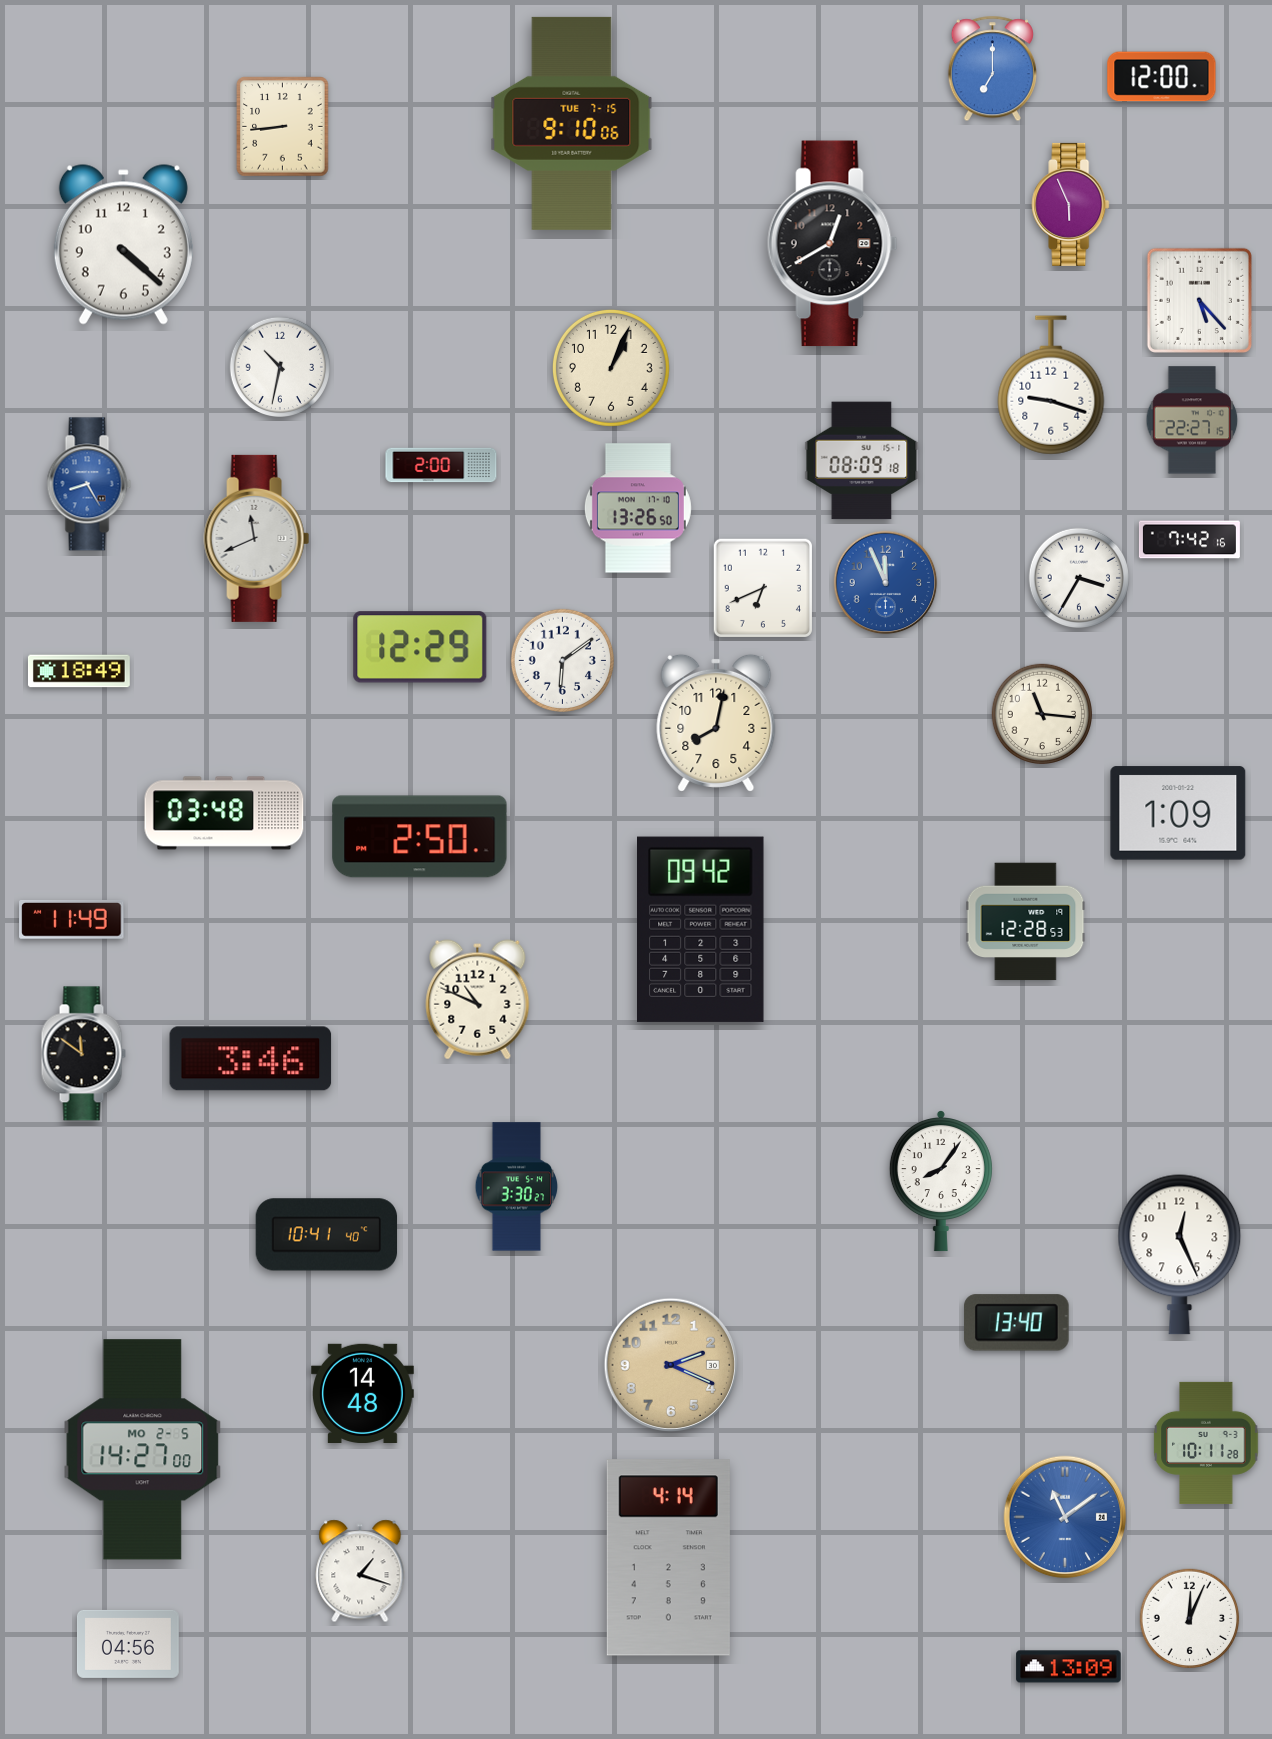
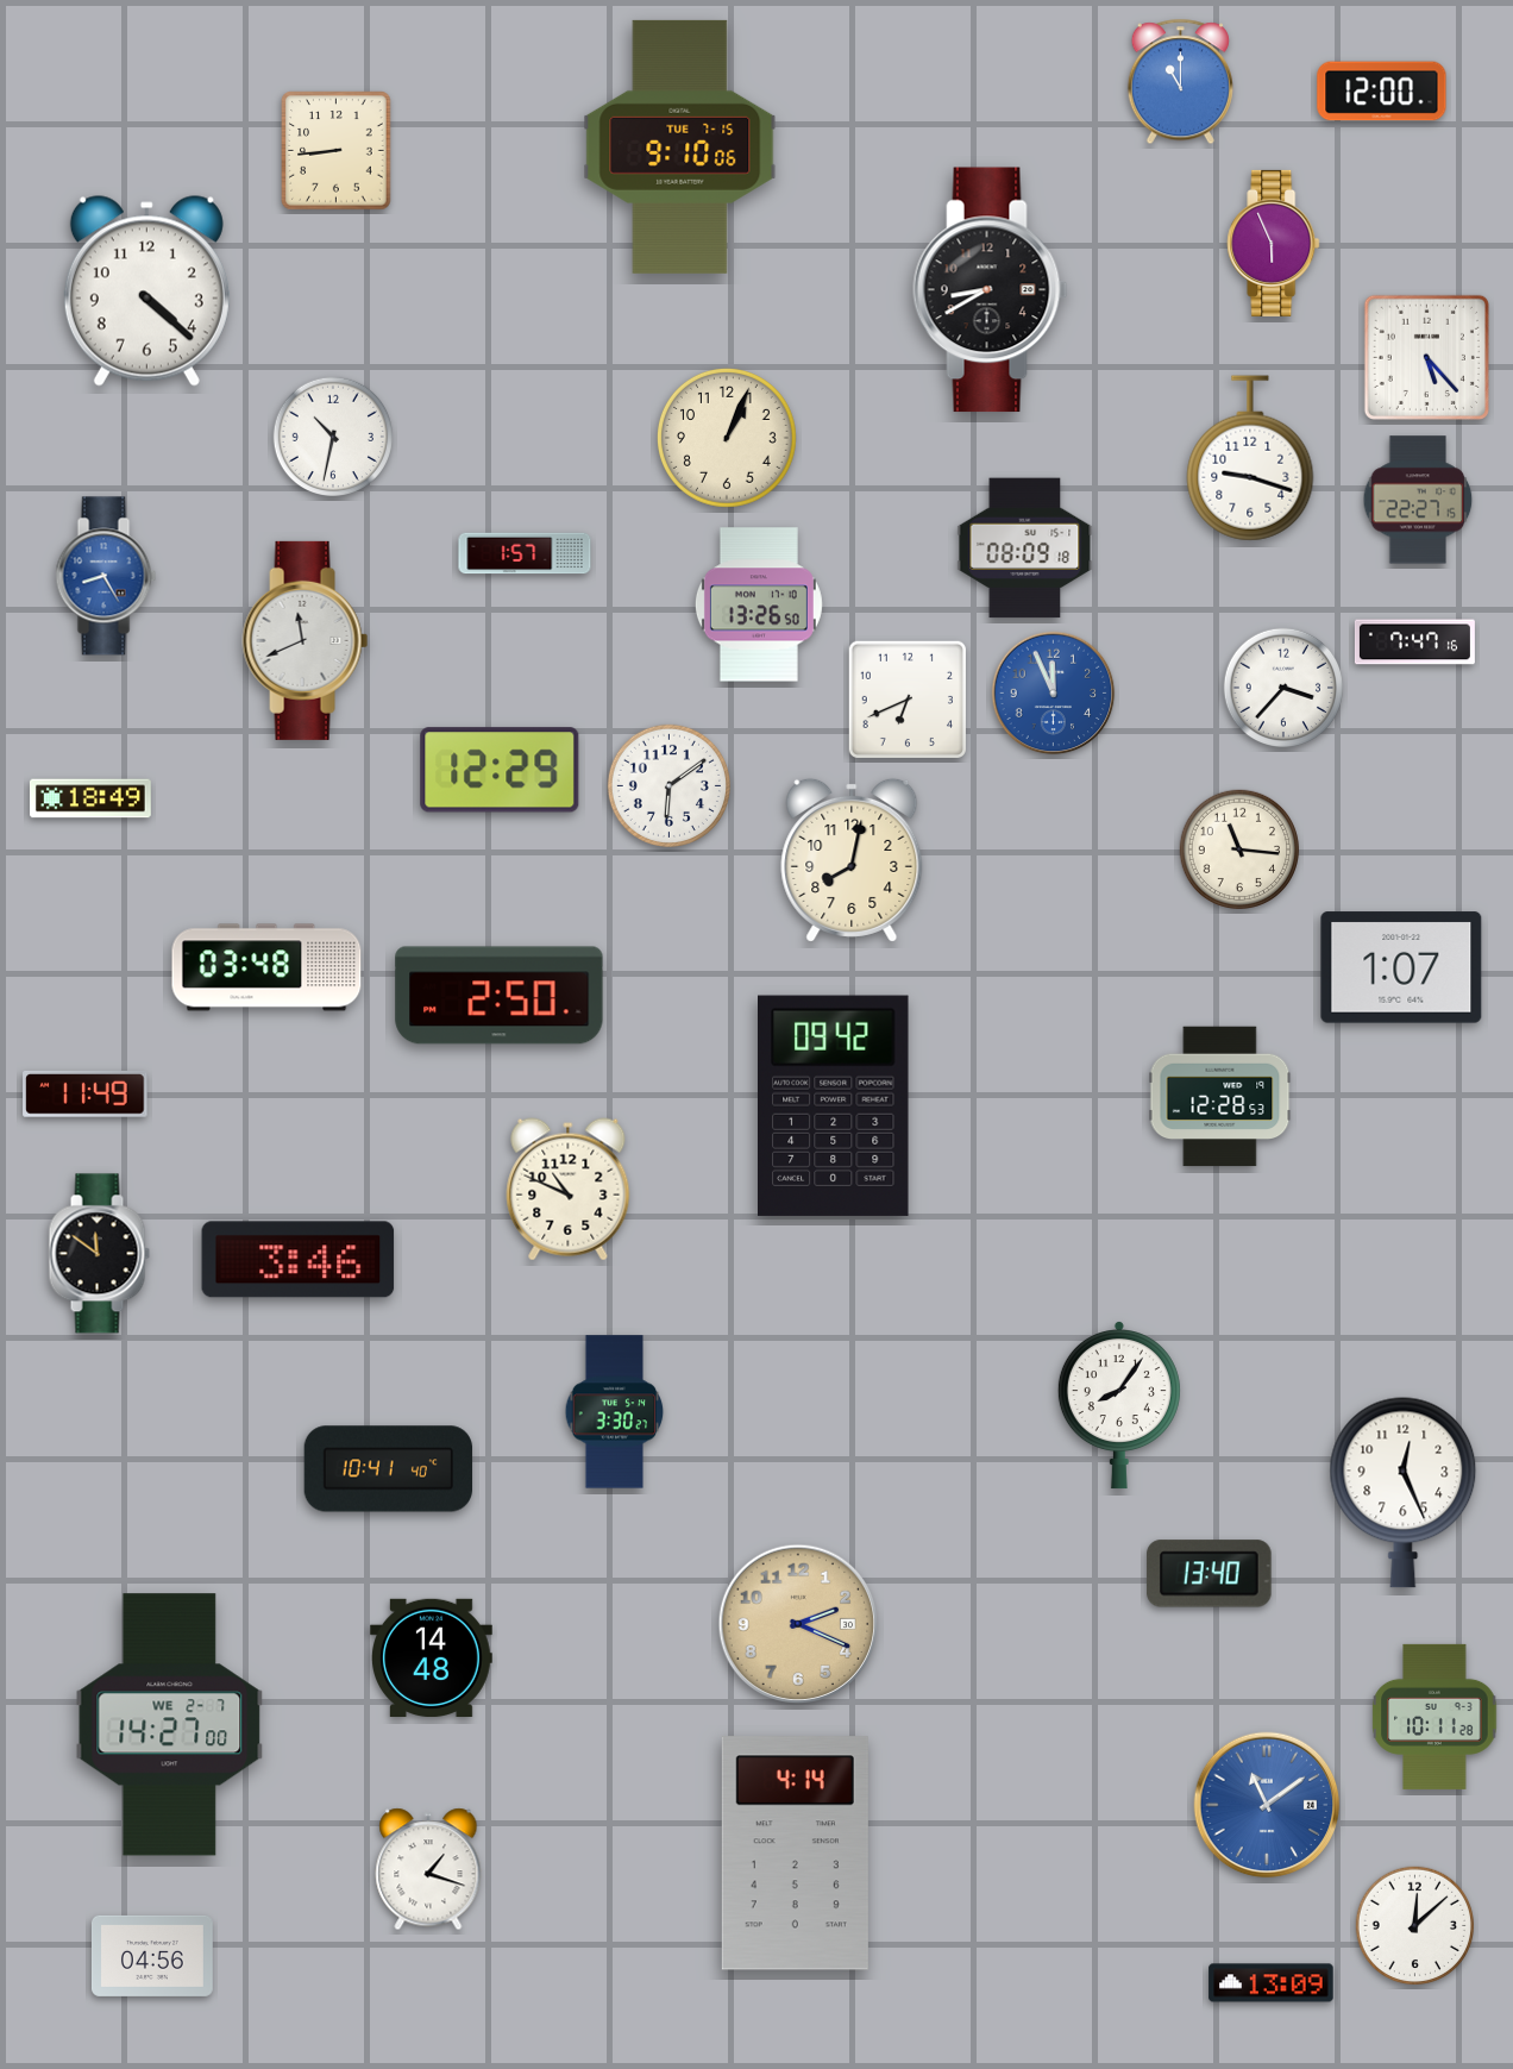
clock at (992, 69): 7:00 -> 11:00
clock at (833, 244): 12:40 -> 8:40
clock at (441, 465): 2:00 -> 1:57
clock at (1189, 540): 7:42 -> 7:47
clock at (1078, 577): 3:35 -> 3:37
clock at (79, 671) position: (79, 671) -> (90, 798)
clock at (1178, 813): 1:09 -> 1:07
clock at (143, 1450) date: MO 2-5 -> WE 2-7
clock at (1190, 1619): 12:04 -> 12:08
